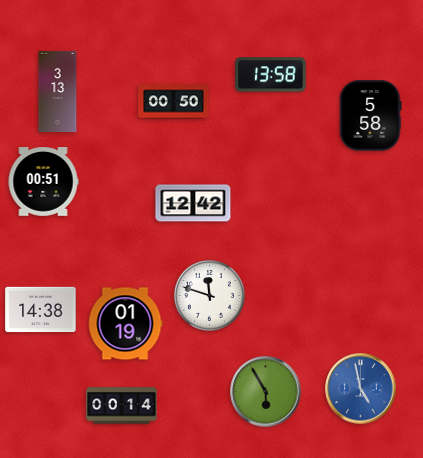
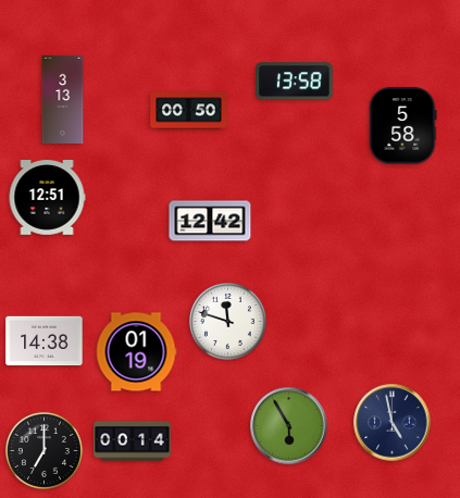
clock at (43, 182): 00:51 -> 12:51
clock at (41, 310) position: (41, 310) -> (45, 341)
clock at (361, 389) dial: blue -> navy
clock at (43, 450): none -> 7:00
